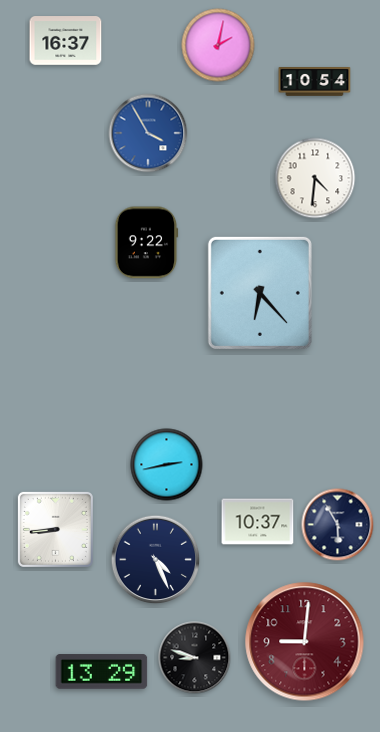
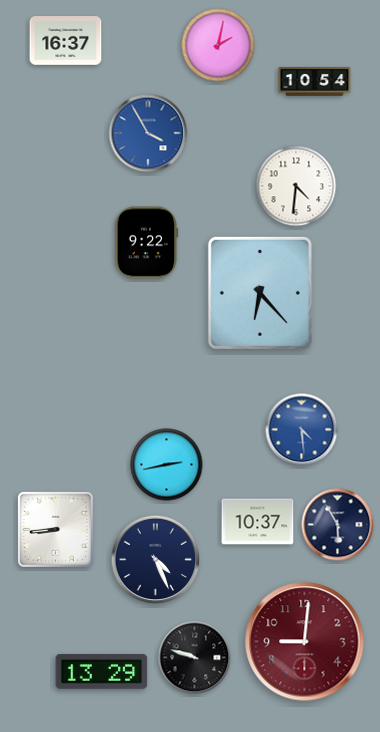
clock at (315, 178) position: (315, 178) -> (296, 186)
clock at (302, 430): none -> 4:29
clock at (195, 658): 8:48 -> 9:48
